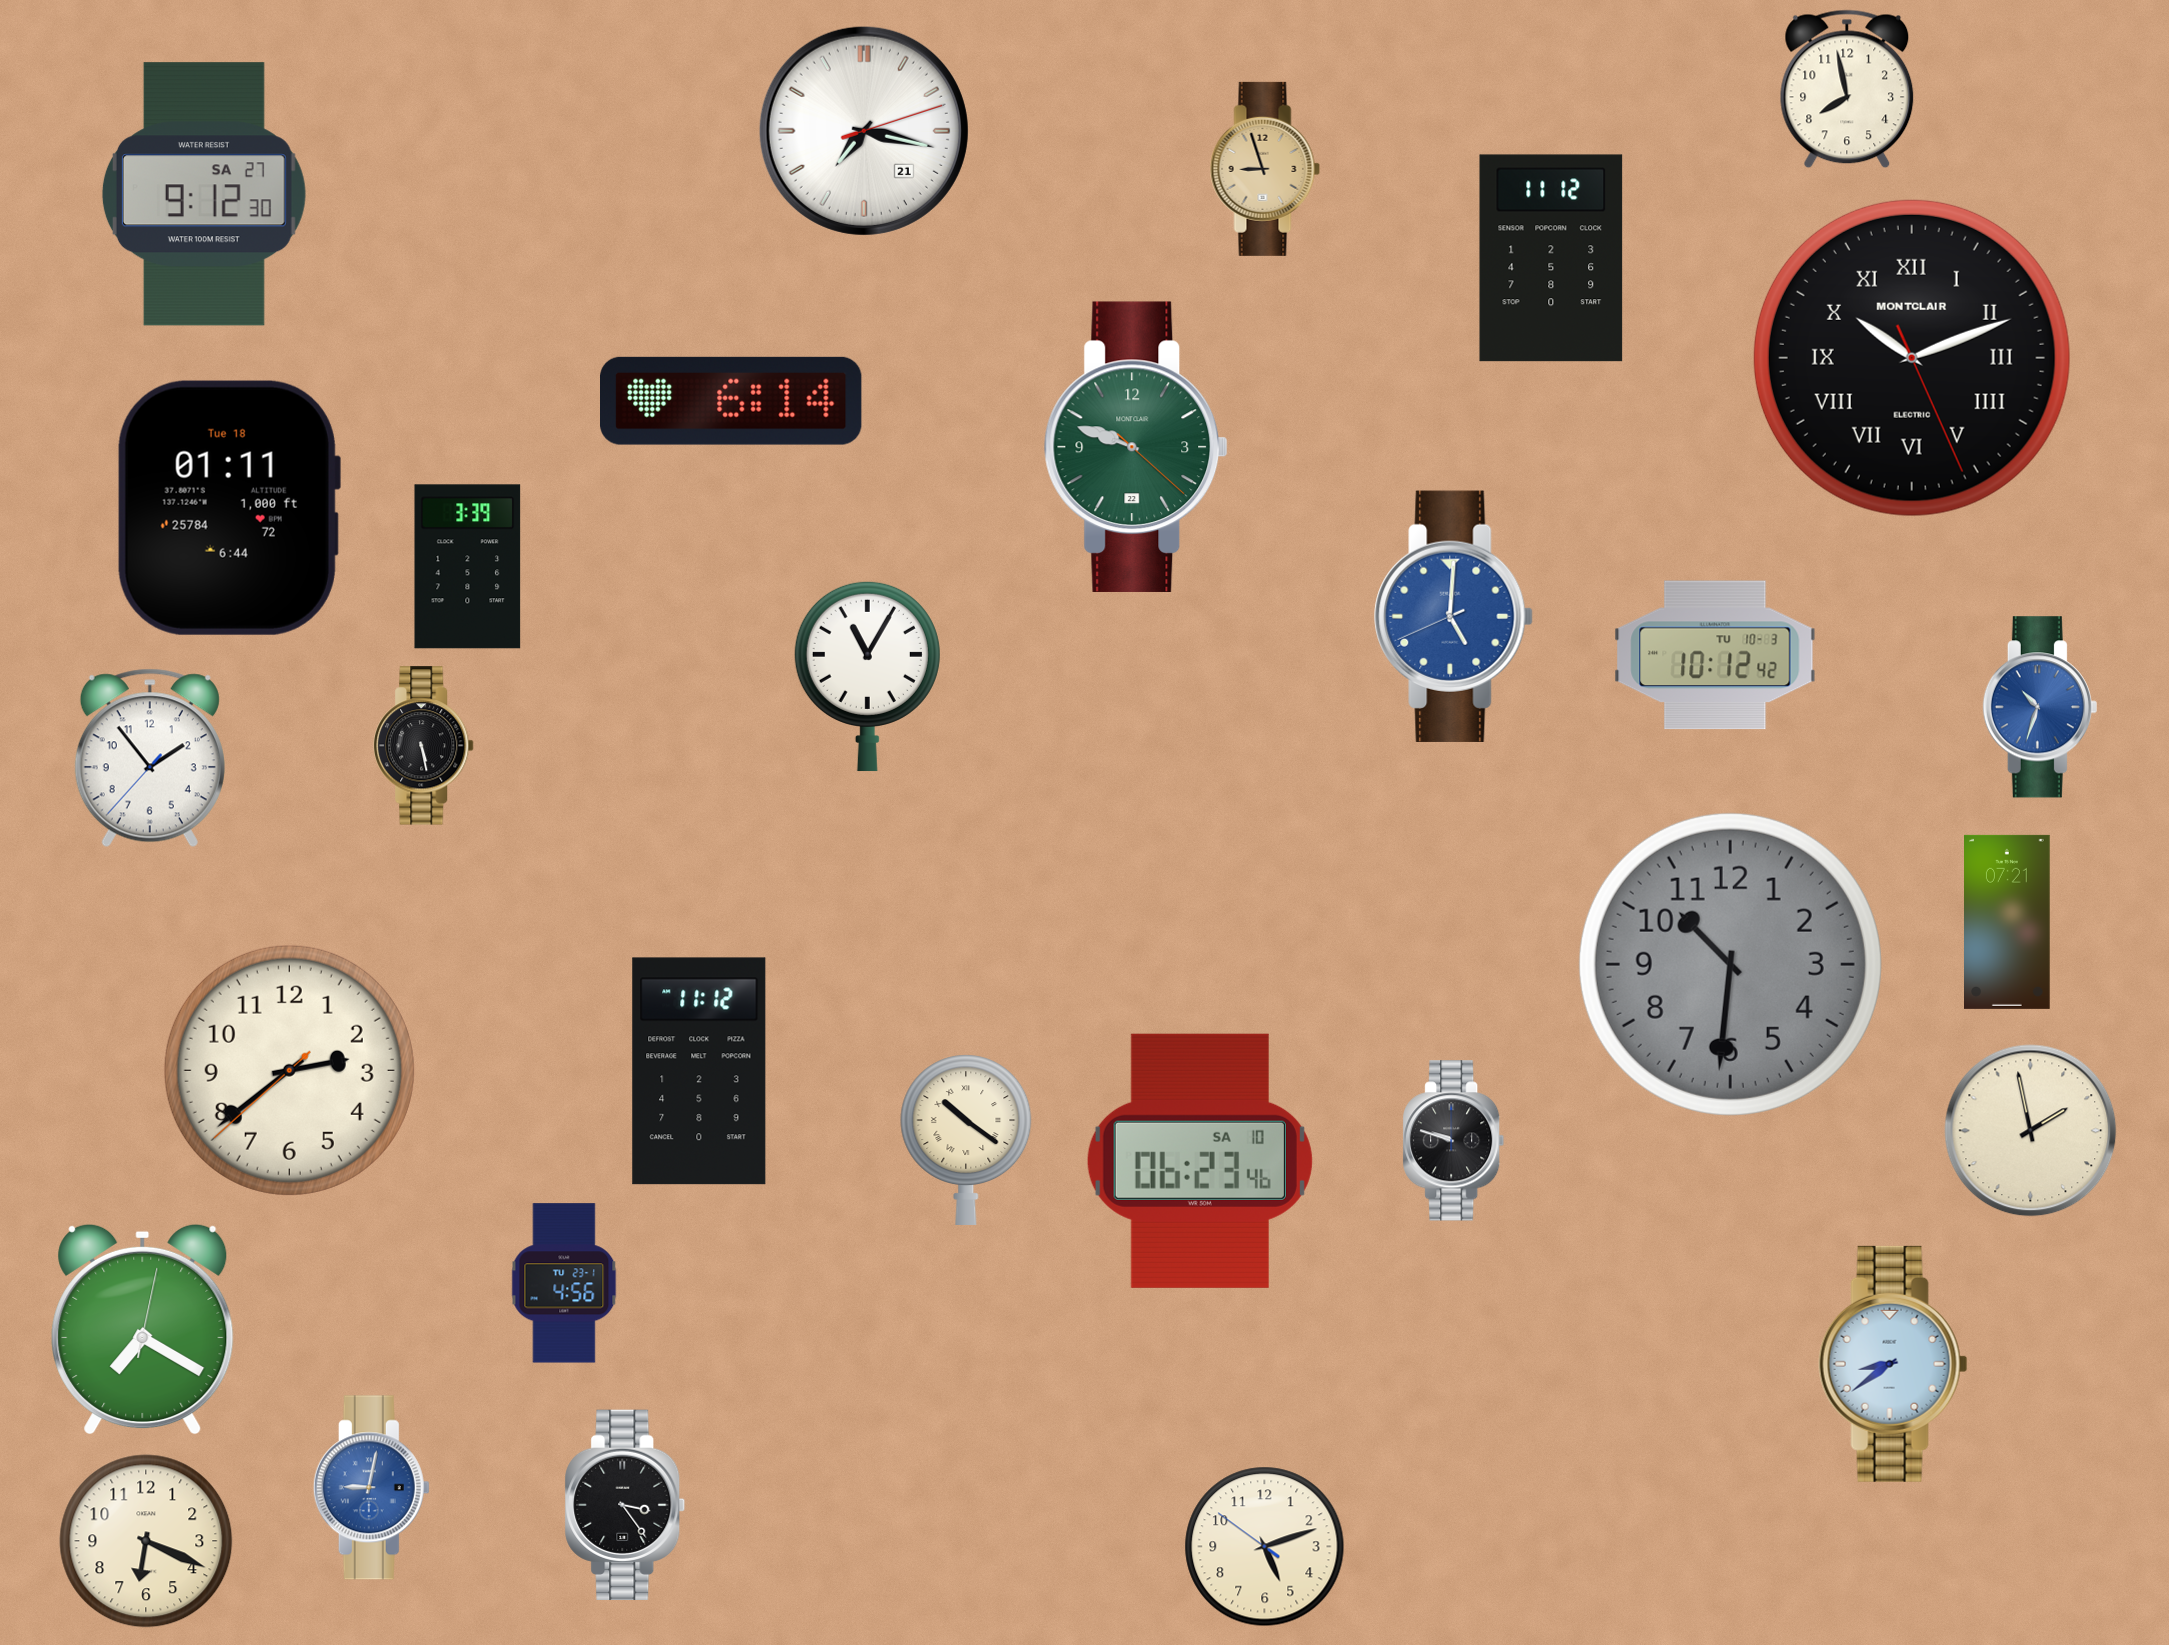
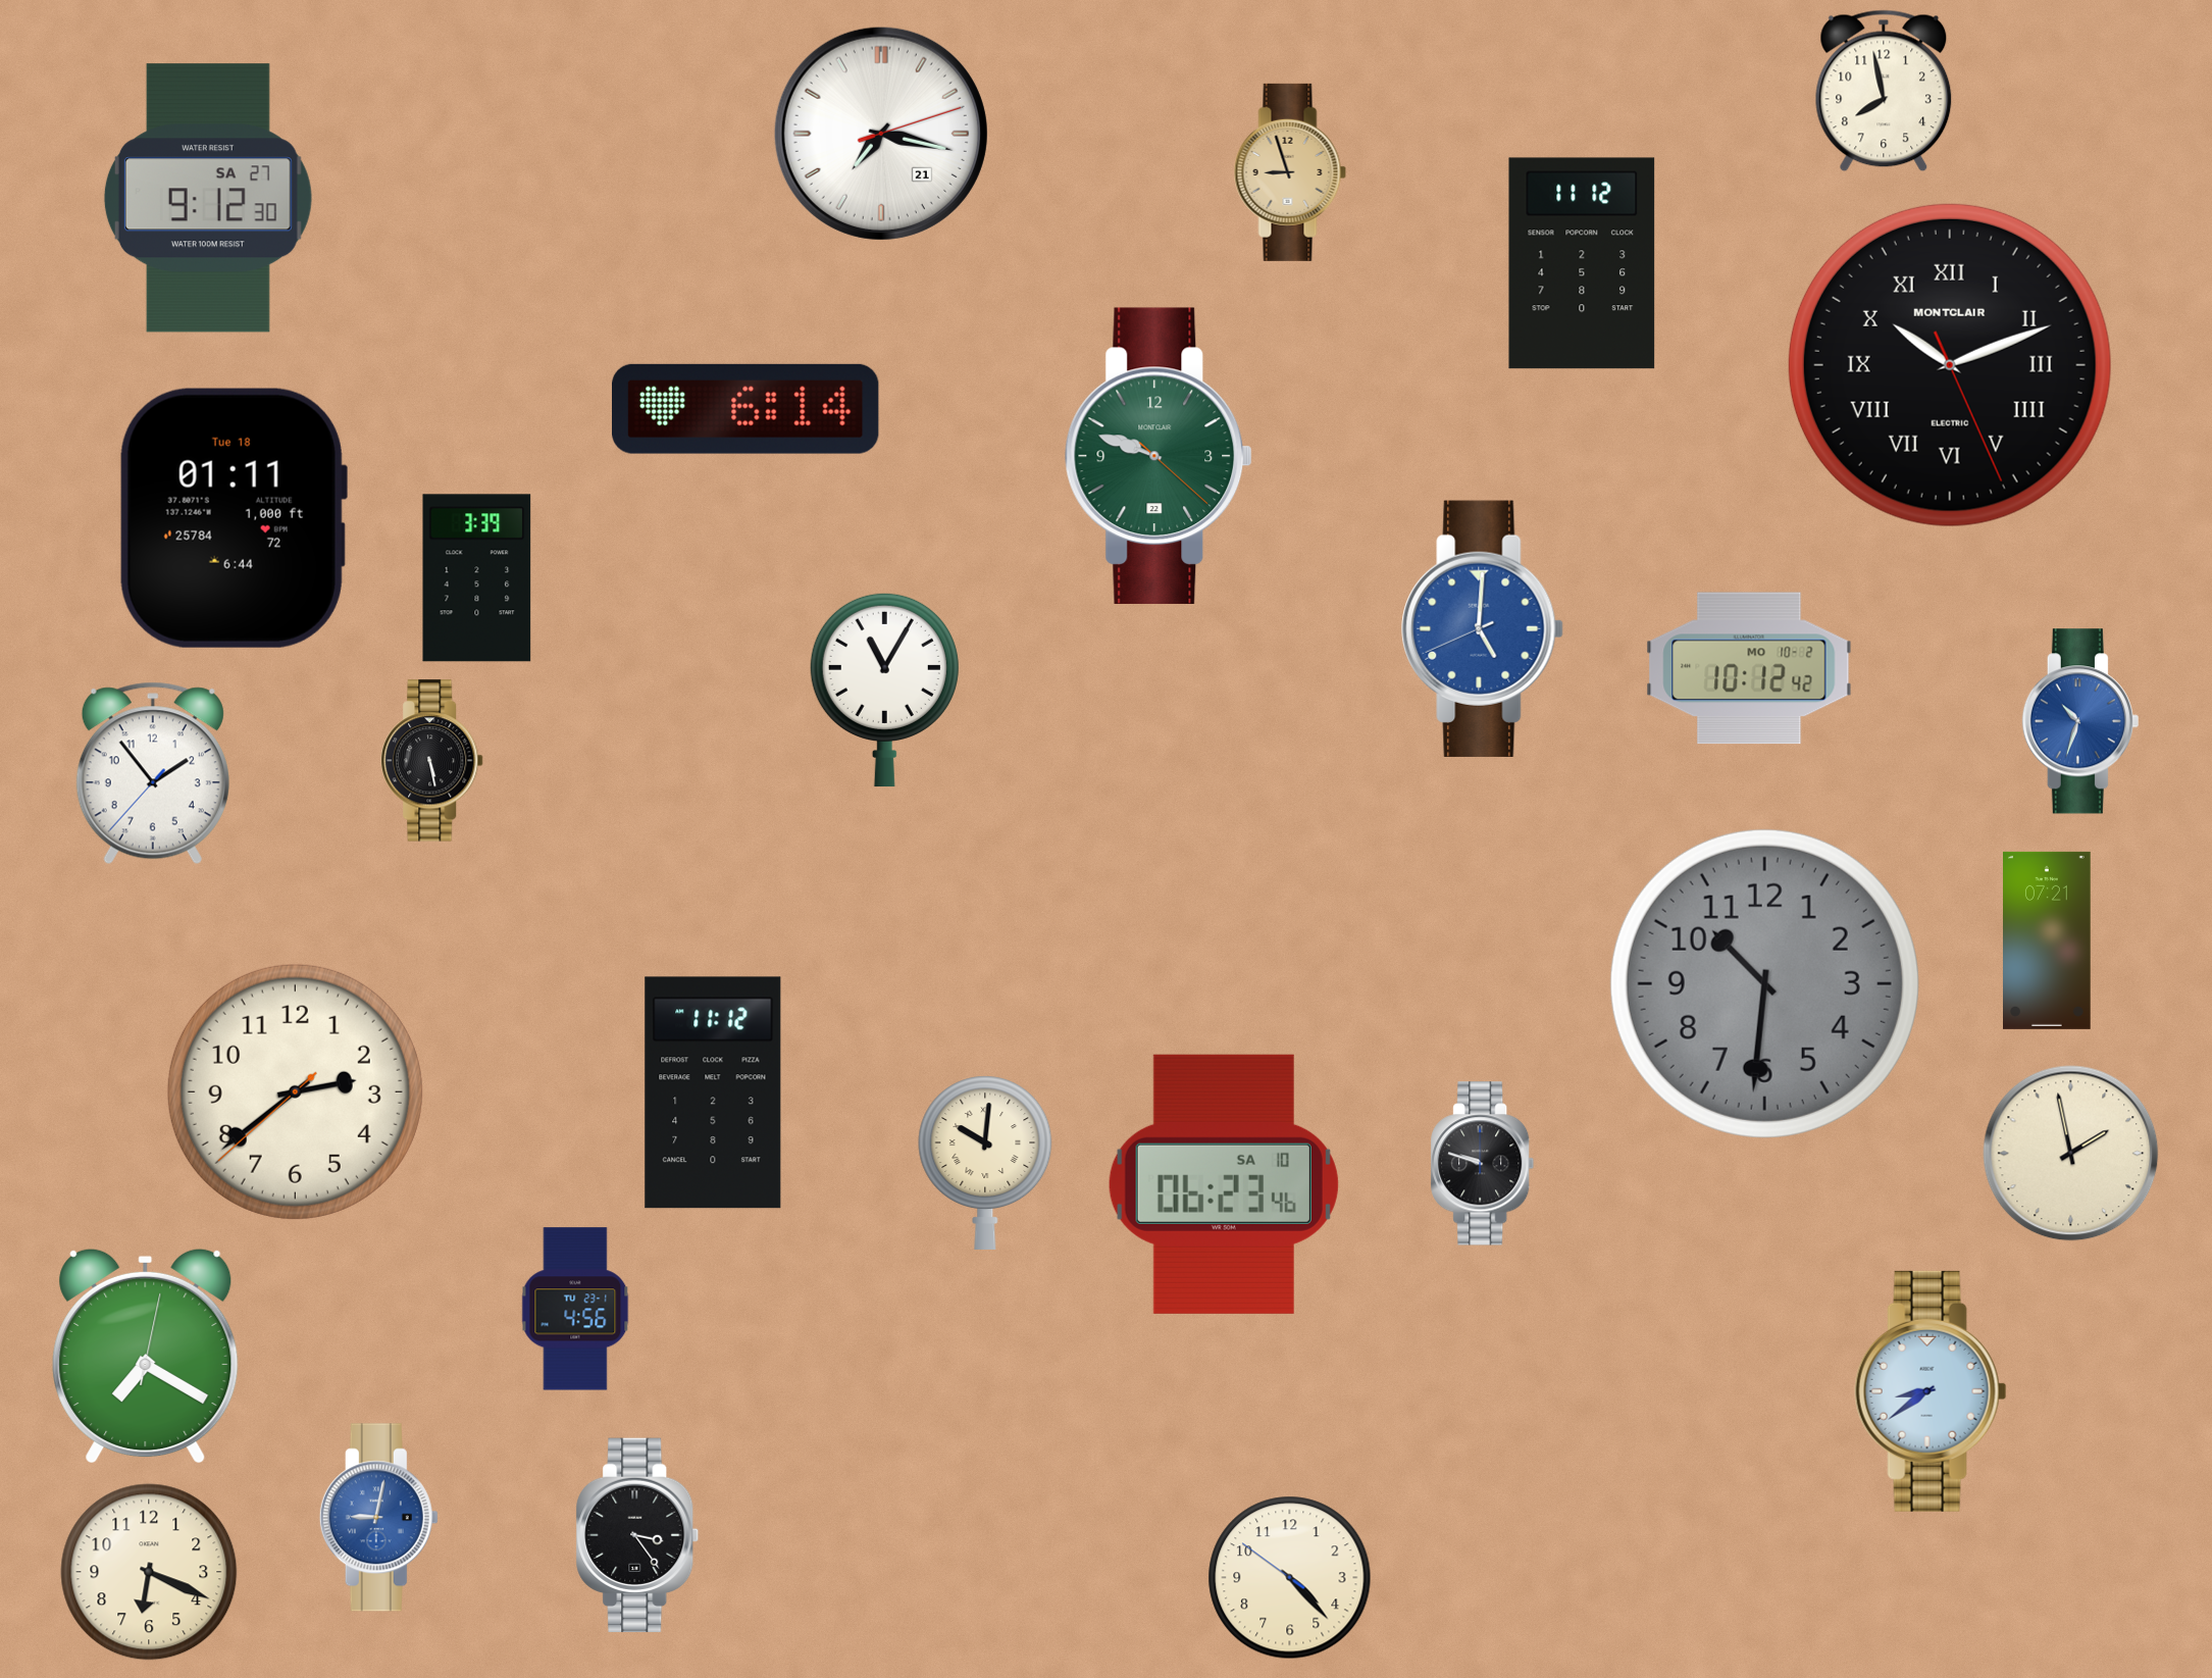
clock at (1715, 655) date: TU 10-3 -> MO 10-2
clock at (966, 1140): 10:21 -> 10:01
clock at (1265, 1547): 5:11 -> 4:22
